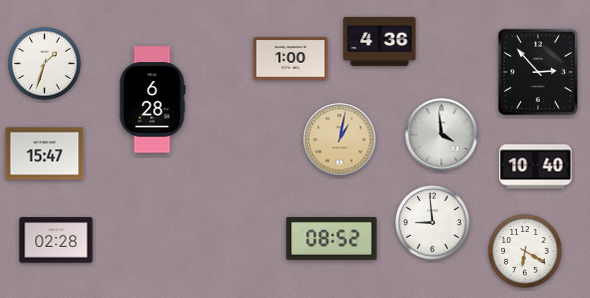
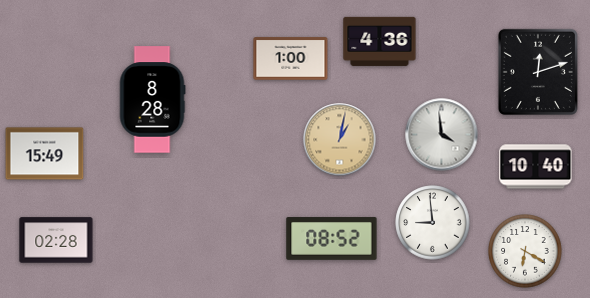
clock at (45, 64): 1:33 -> none
clock at (538, 72): 2:53 -> 12:12
clock at (152, 100): 6:28 -> 8:28
clock at (45, 154): 15:47 -> 15:49
